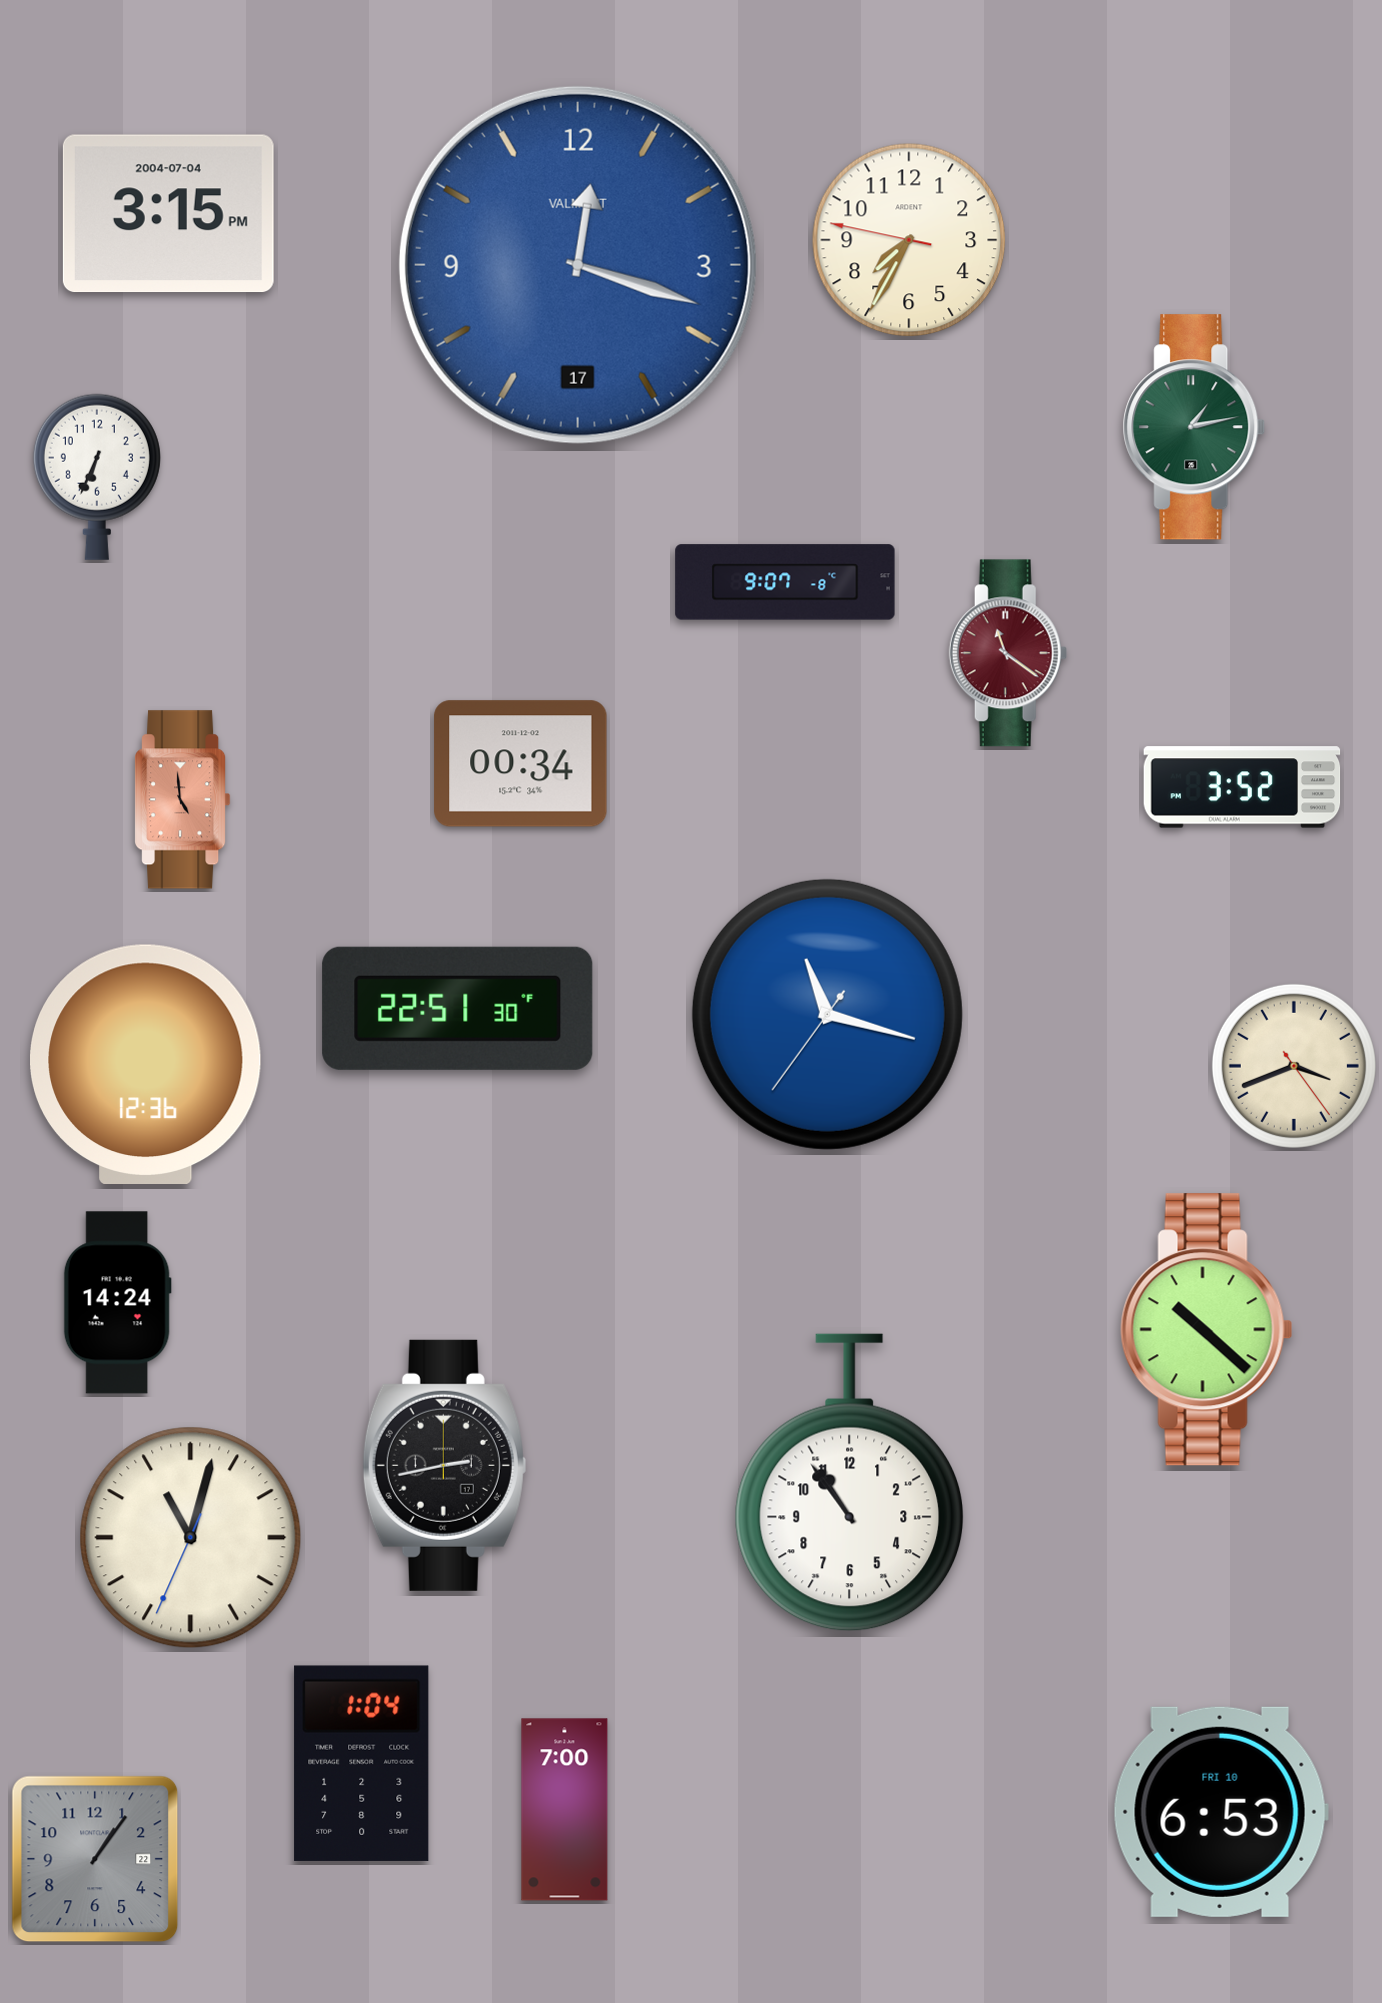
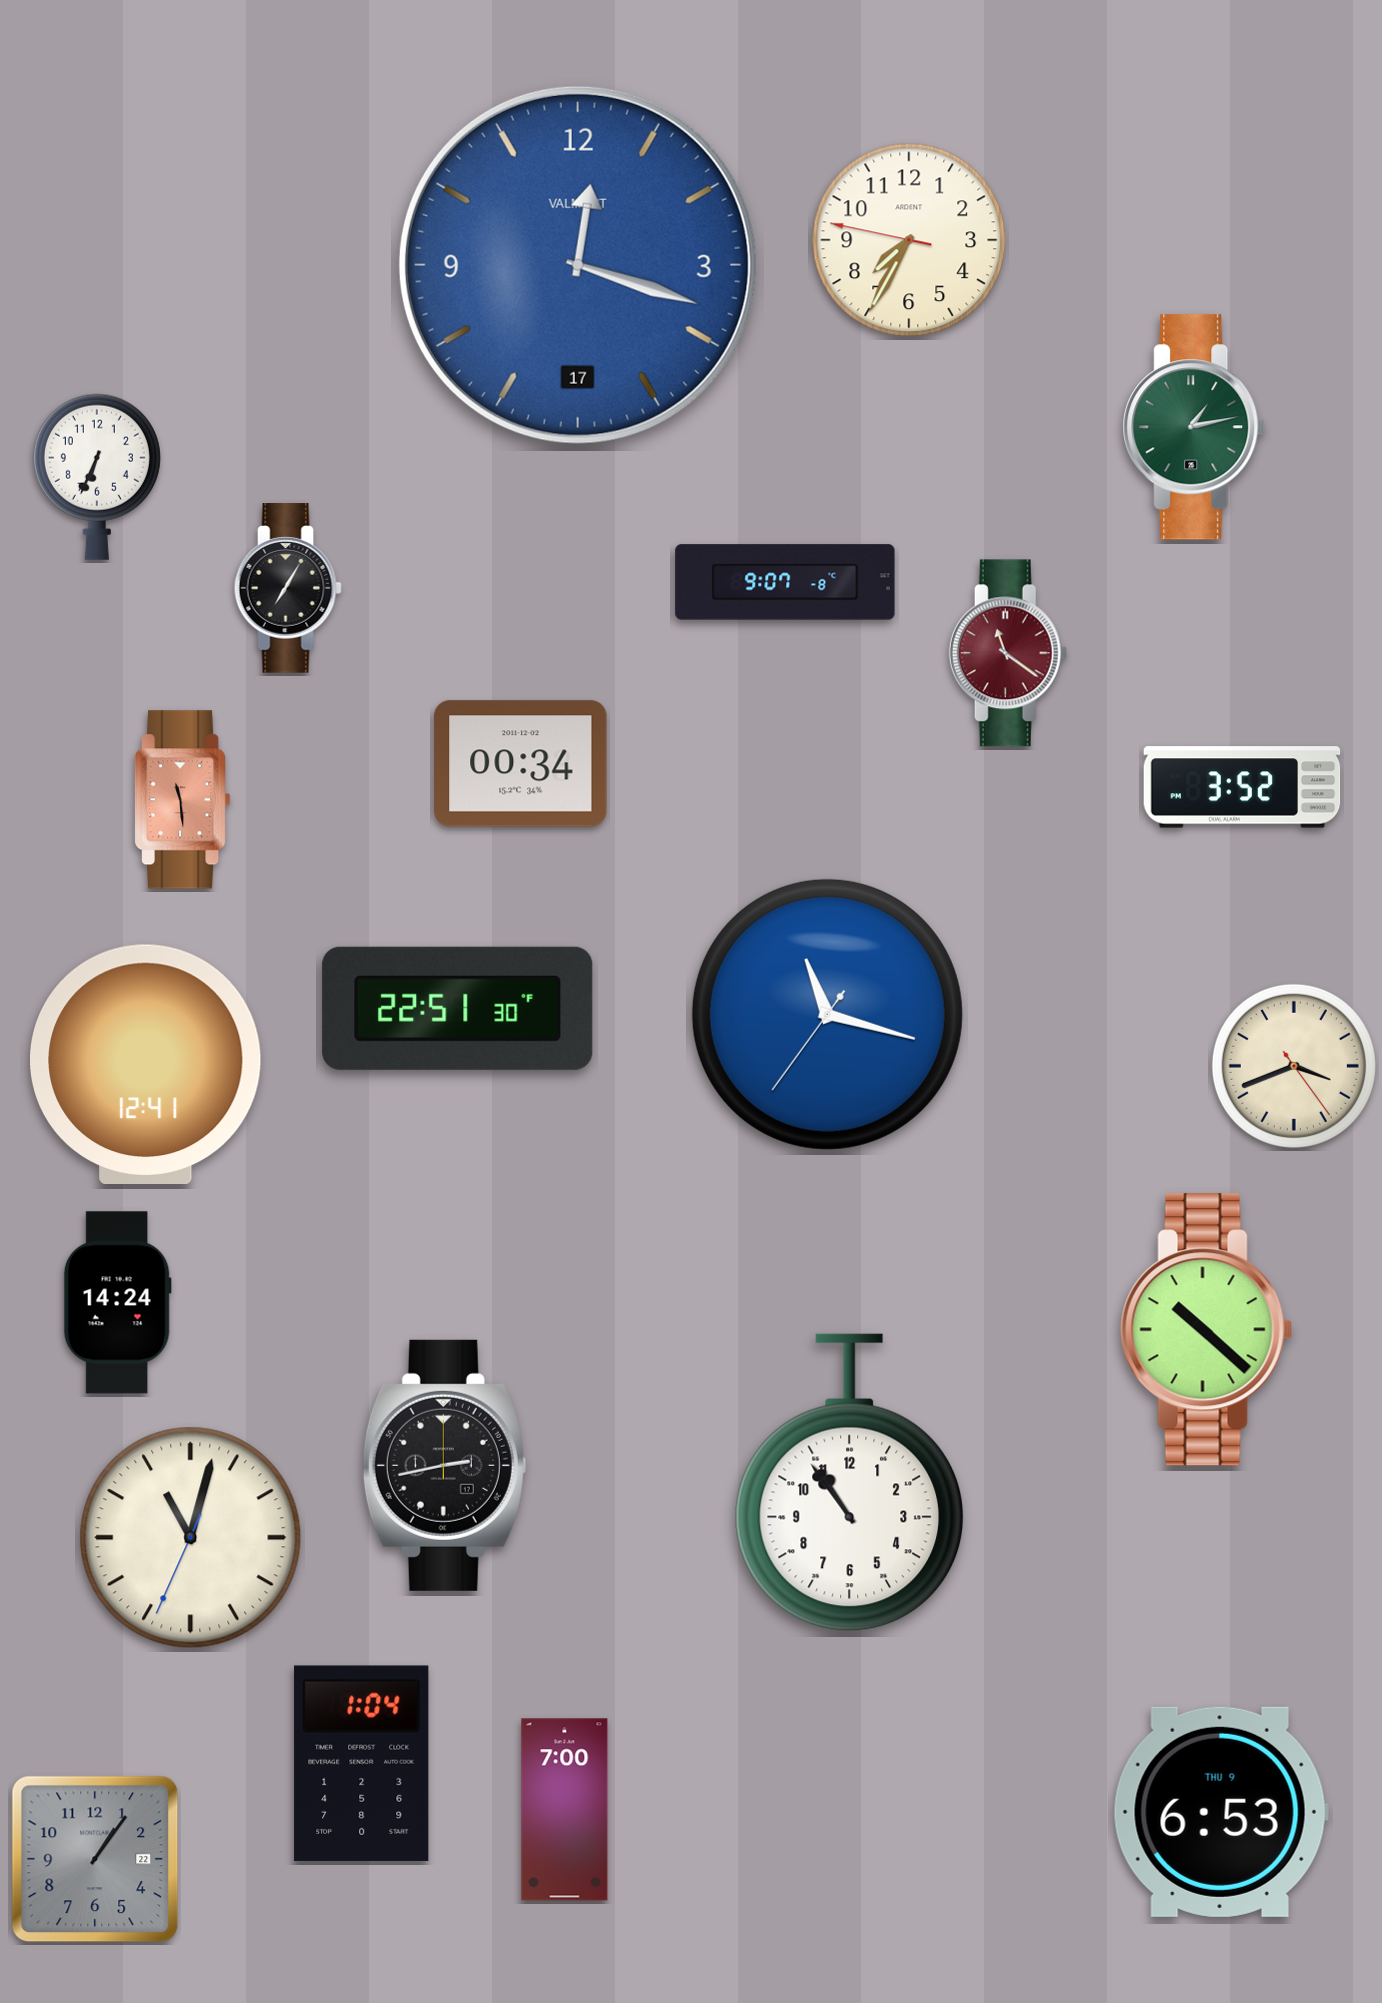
clock at (168, 214): 3:15 -> none
clock at (288, 588): none -> 7:05
clock at (183, 800): 4:59 -> 11:29
clock at (146, 1064): 12:36 -> 12:41
clock at (1221, 1812) date: FRI 10 -> THU 9
